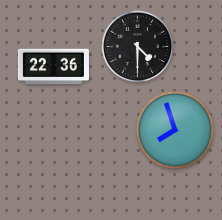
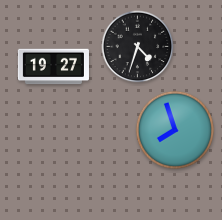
clock at (138, 47): 4:30 -> 4:33
clock at (53, 67): 22:36 -> 19:27
